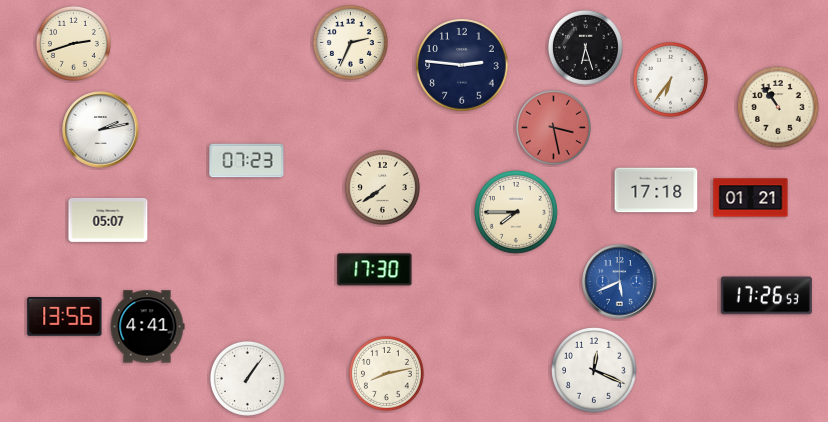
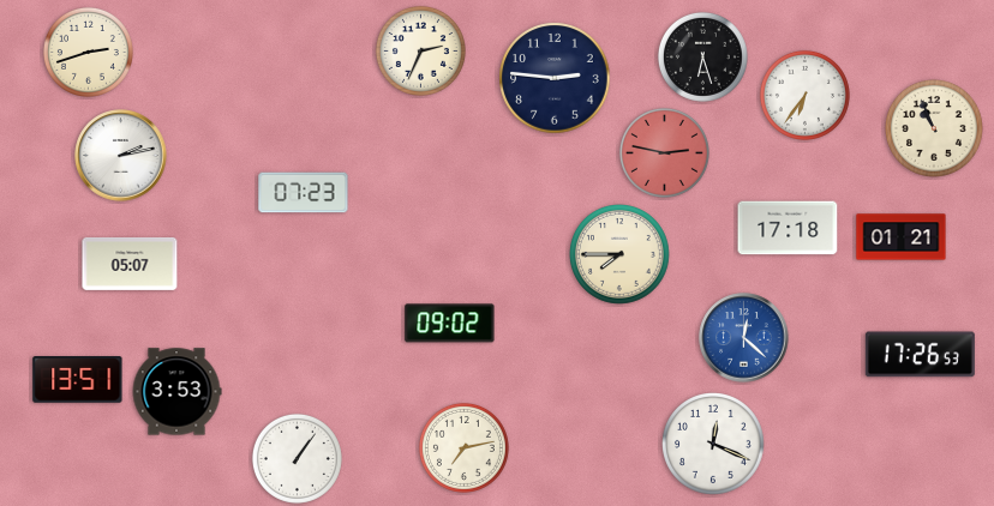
clock at (779, 108): 10:54 -> 10:56
clock at (553, 127): 3:28 -> 2:47
clock at (247, 161) position: (247, 161) -> (304, 193)
clock at (382, 187): 7:39 -> none
clock at (375, 270): 17:30 -> 09:02
clock at (620, 282): 5:41 -> 12:22
clock at (65, 317): 13:56 -> 13:51
clock at (147, 327): 4:41 -> 3:53
clock at (386, 373): 8:13 -> 7:13
clock at (247, 378) position: (247, 378) -> (297, 458)
